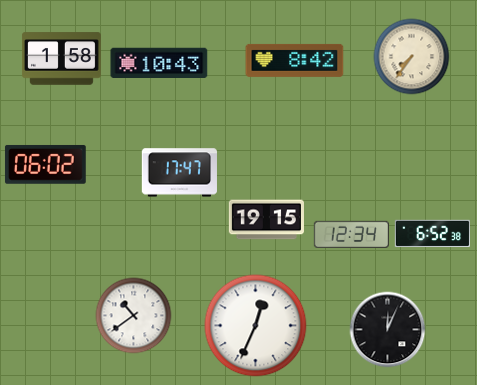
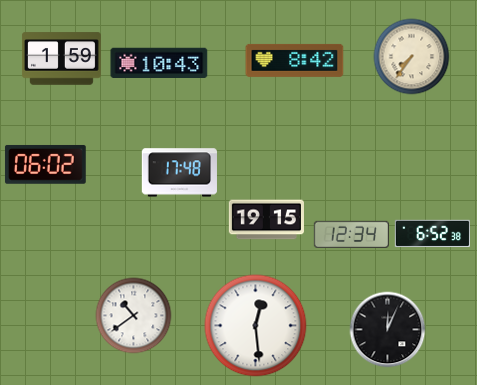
clock at (61, 59): 1:58 -> 1:59
clock at (179, 173): 17:47 -> 17:48
clock at (256, 326): 12:34 -> 12:29
